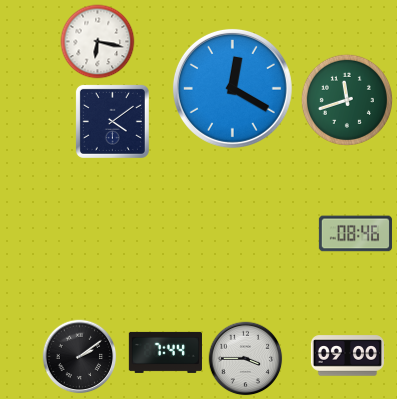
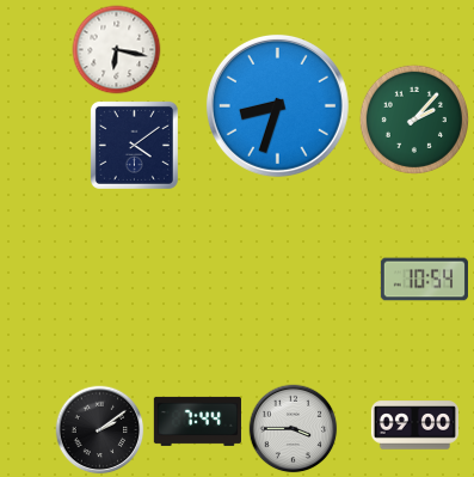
clock at (232, 88): 12:20 -> 8:33
clock at (347, 100): 11:42 -> 2:07
clock at (355, 234): 08:46 -> 10:54
clock at (80, 357) position: (80, 357) -> (100, 430)
